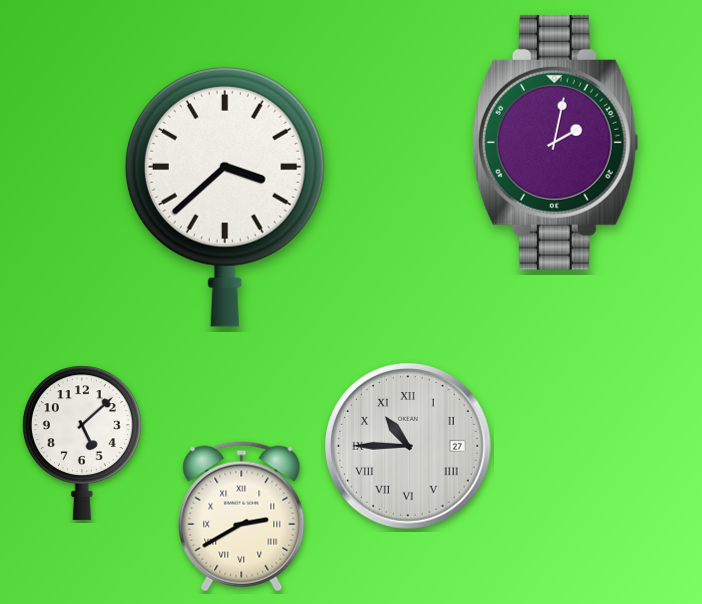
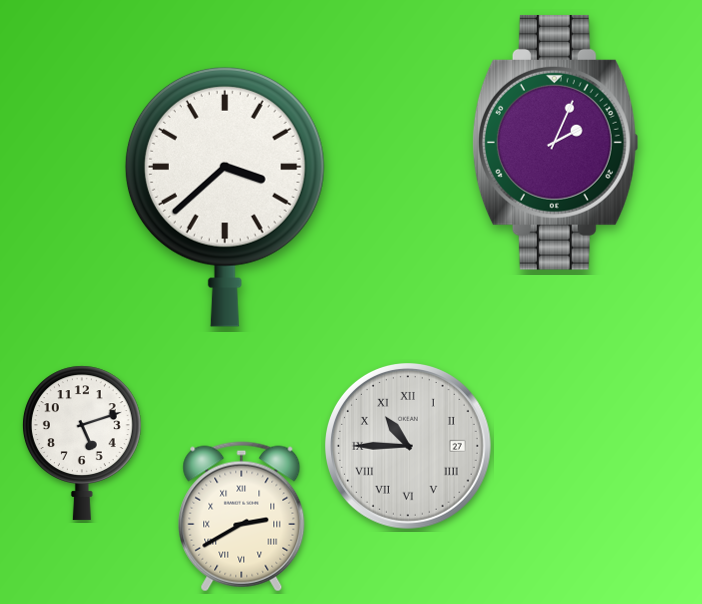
clock at (555, 142): 2:02 -> 2:04
clock at (82, 443): 5:08 -> 5:12
